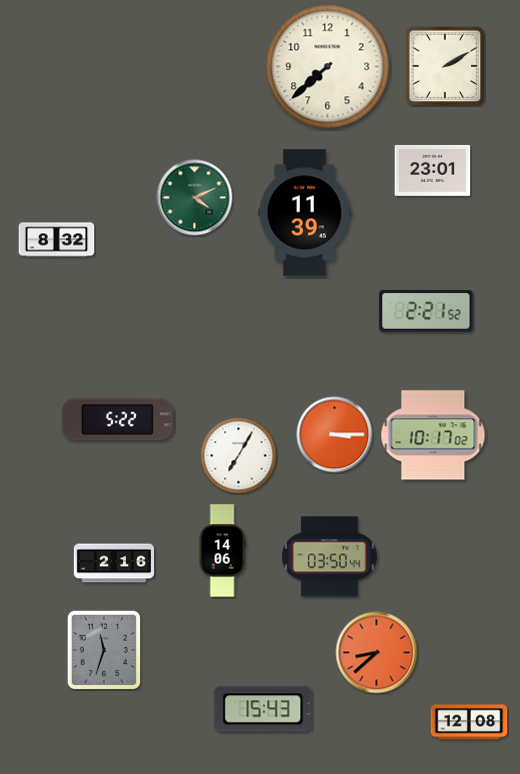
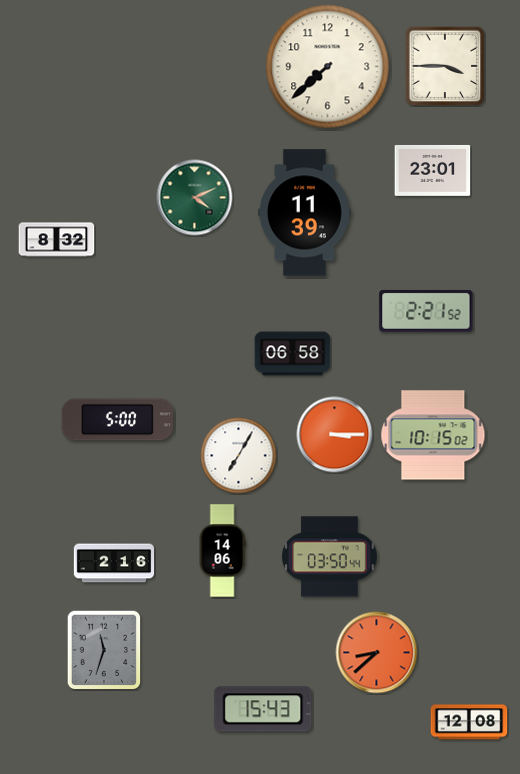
clock at (445, 66): 2:10 -> 3:45
clock at (293, 354): none -> 06:58
clock at (118, 420): 5:22 -> 5:00
clock at (433, 435): 10:17 -> 10:15
